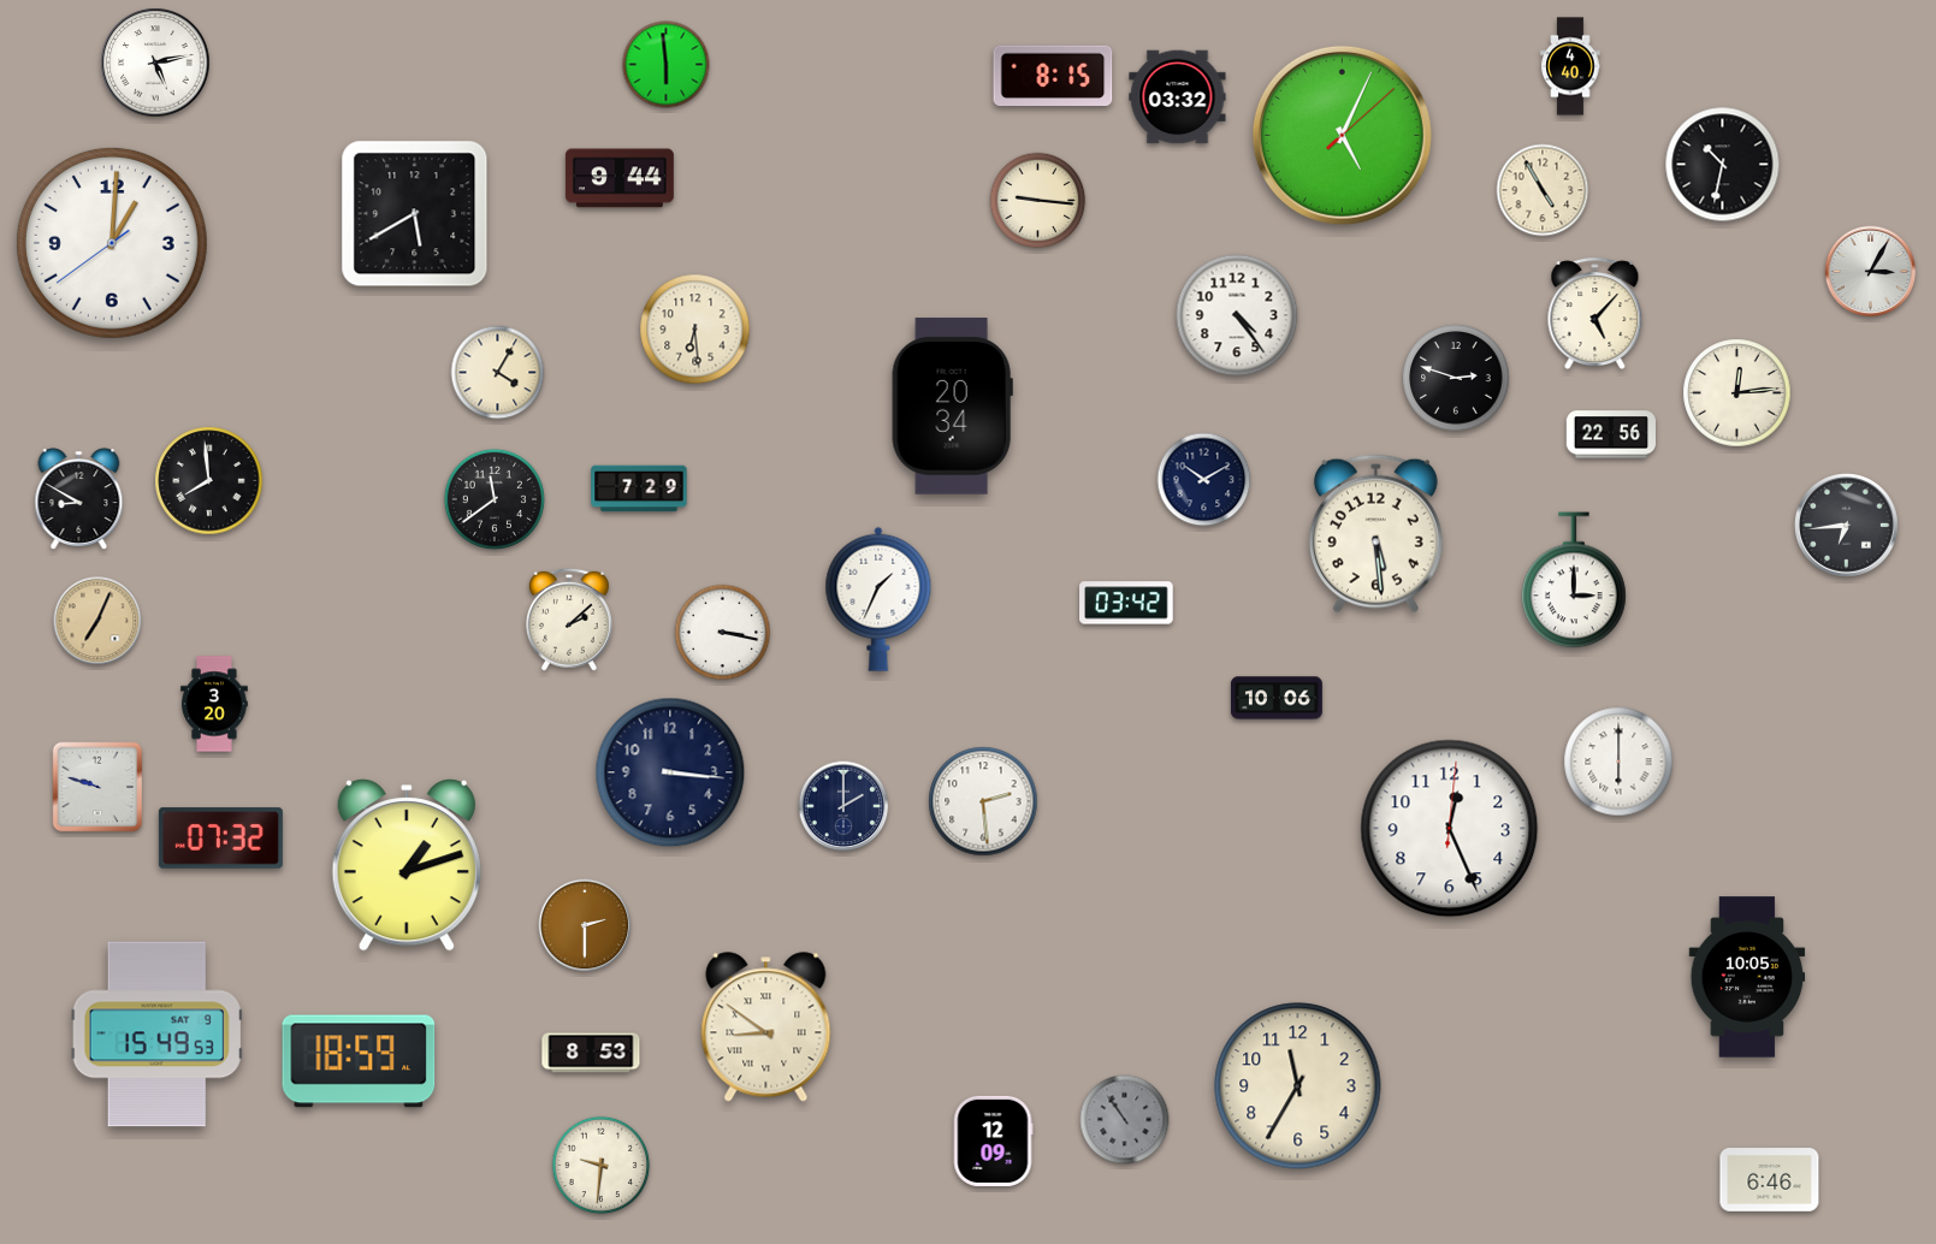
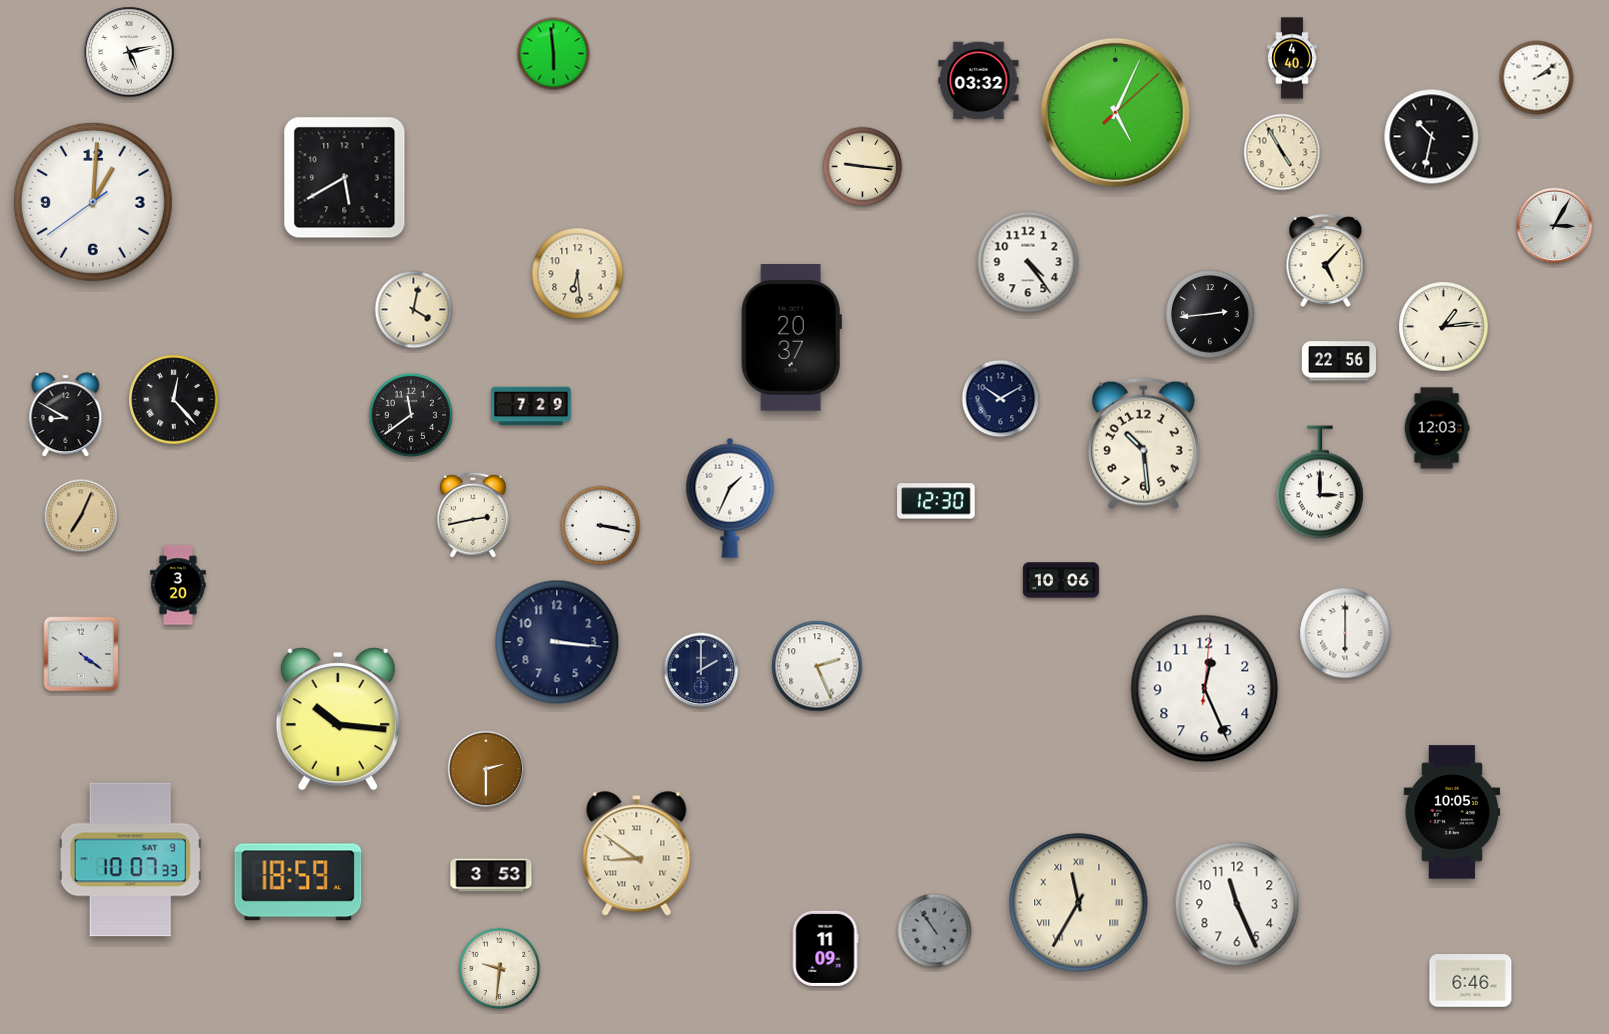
clock at (1570, 66) position: (1570, 66) -> (1292, 58)
clock at (1053, 76): 8:15 -> none
clock at (1537, 78): none -> 2:09
clock at (620, 178): 9:44 -> none
clock at (1543, 190) position: (1543, 190) -> (1282, 152)
clock at (498, 373): 4:05 -> 4:02
clock at (1456, 378): 2:48 -> 2:44
clock at (1737, 393): 12:14 -> 1:14
clock at (952, 407): 20:34 -> 20:37
clock at (209, 481): 7:59 -> 12:23
clock at (1437, 428): none -> 12:03
clock at (1847, 526): 6:44 -> none
clock at (1375, 534): 5:29 -> 10:29
clock at (1574, 580) position: (1574, 580) -> (1320, 482)
clock at (1126, 603): 03:42 -> 12:30
clock at (569, 620): 2:08 -> 2:43
clock at (97, 787): 9:48 -> 4:21
clock at (983, 801): 2:29 -> 2:26
clock at (220, 839): 07:32 -> none
clock at (407, 865): 1:12 -> 10:16
clock at (156, 1035): 15:49 -> 10:07
clock at (591, 1053): 8:53 -> 3:53
clock at (1298, 1086) numerals: Arabic -> Roman
clock at (1237, 904): none -> 11:26
clock at (993, 1141): 12:09 -> 11:09
